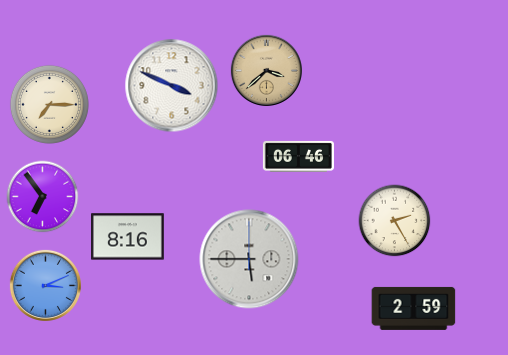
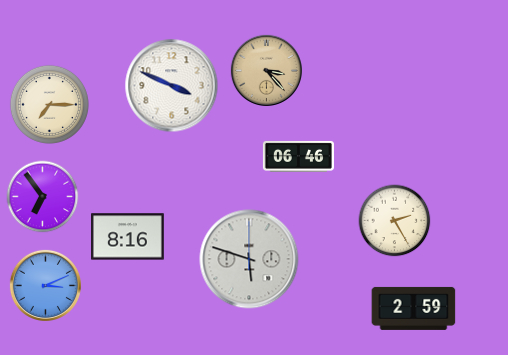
clock at (266, 70): 3:38 -> 3:23
clock at (249, 259): 5:45 -> 5:48
